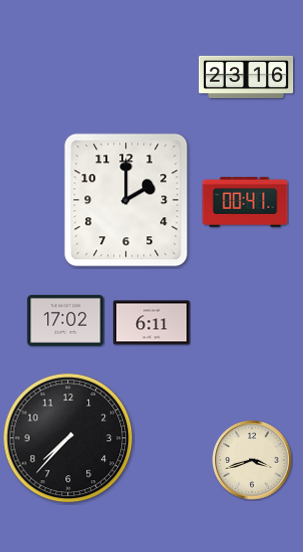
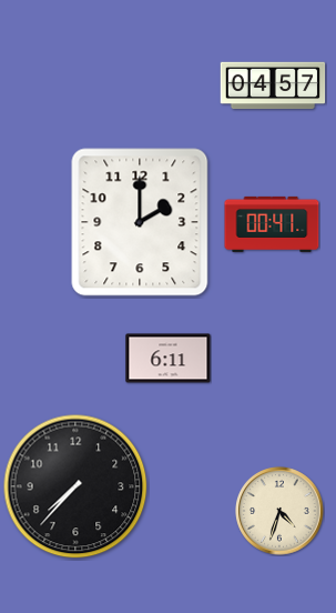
clock at (246, 77): 23:16 -> 04:57
clock at (66, 320): 17:02 -> none
clock at (252, 460): 3:42 -> 4:33
